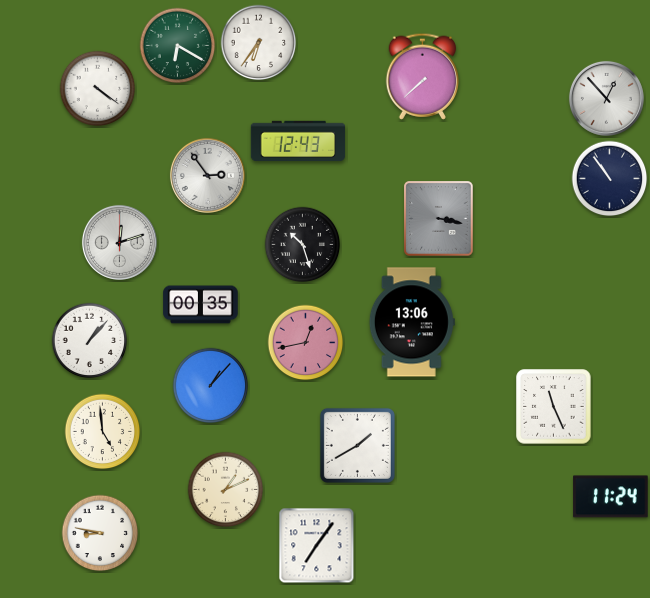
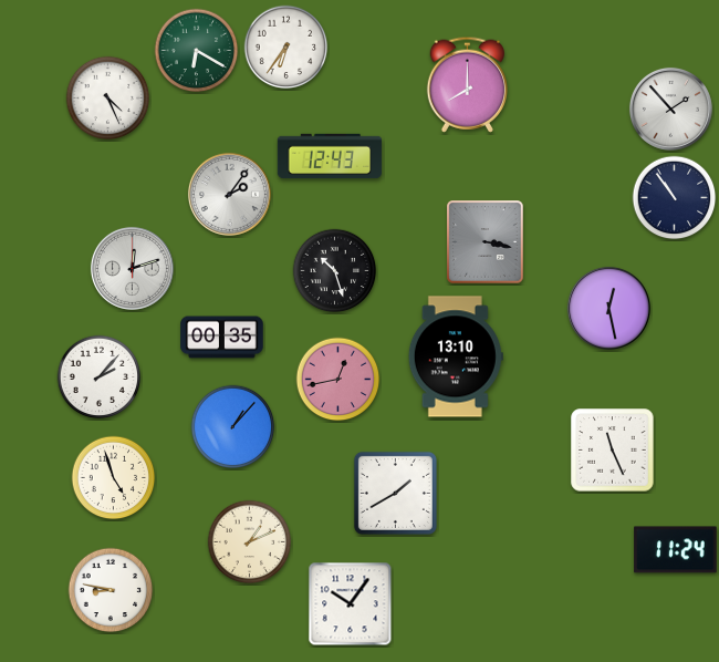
clock at (422, 76): 7:38 -> 8:00
clock at (98, 89): 4:21 -> 4:26
clock at (606, 98): 12:53 -> 1:53
clock at (207, 175): 2:54 -> 2:06
clock at (608, 308): none -> 12:28
clock at (412, 322): 13:06 -> 13:10
clock at (90, 341): 1:07 -> 2:07
clock at (103, 432): 4:59 -> 4:57
clock at (317, 546): 7:06 -> 10:06
